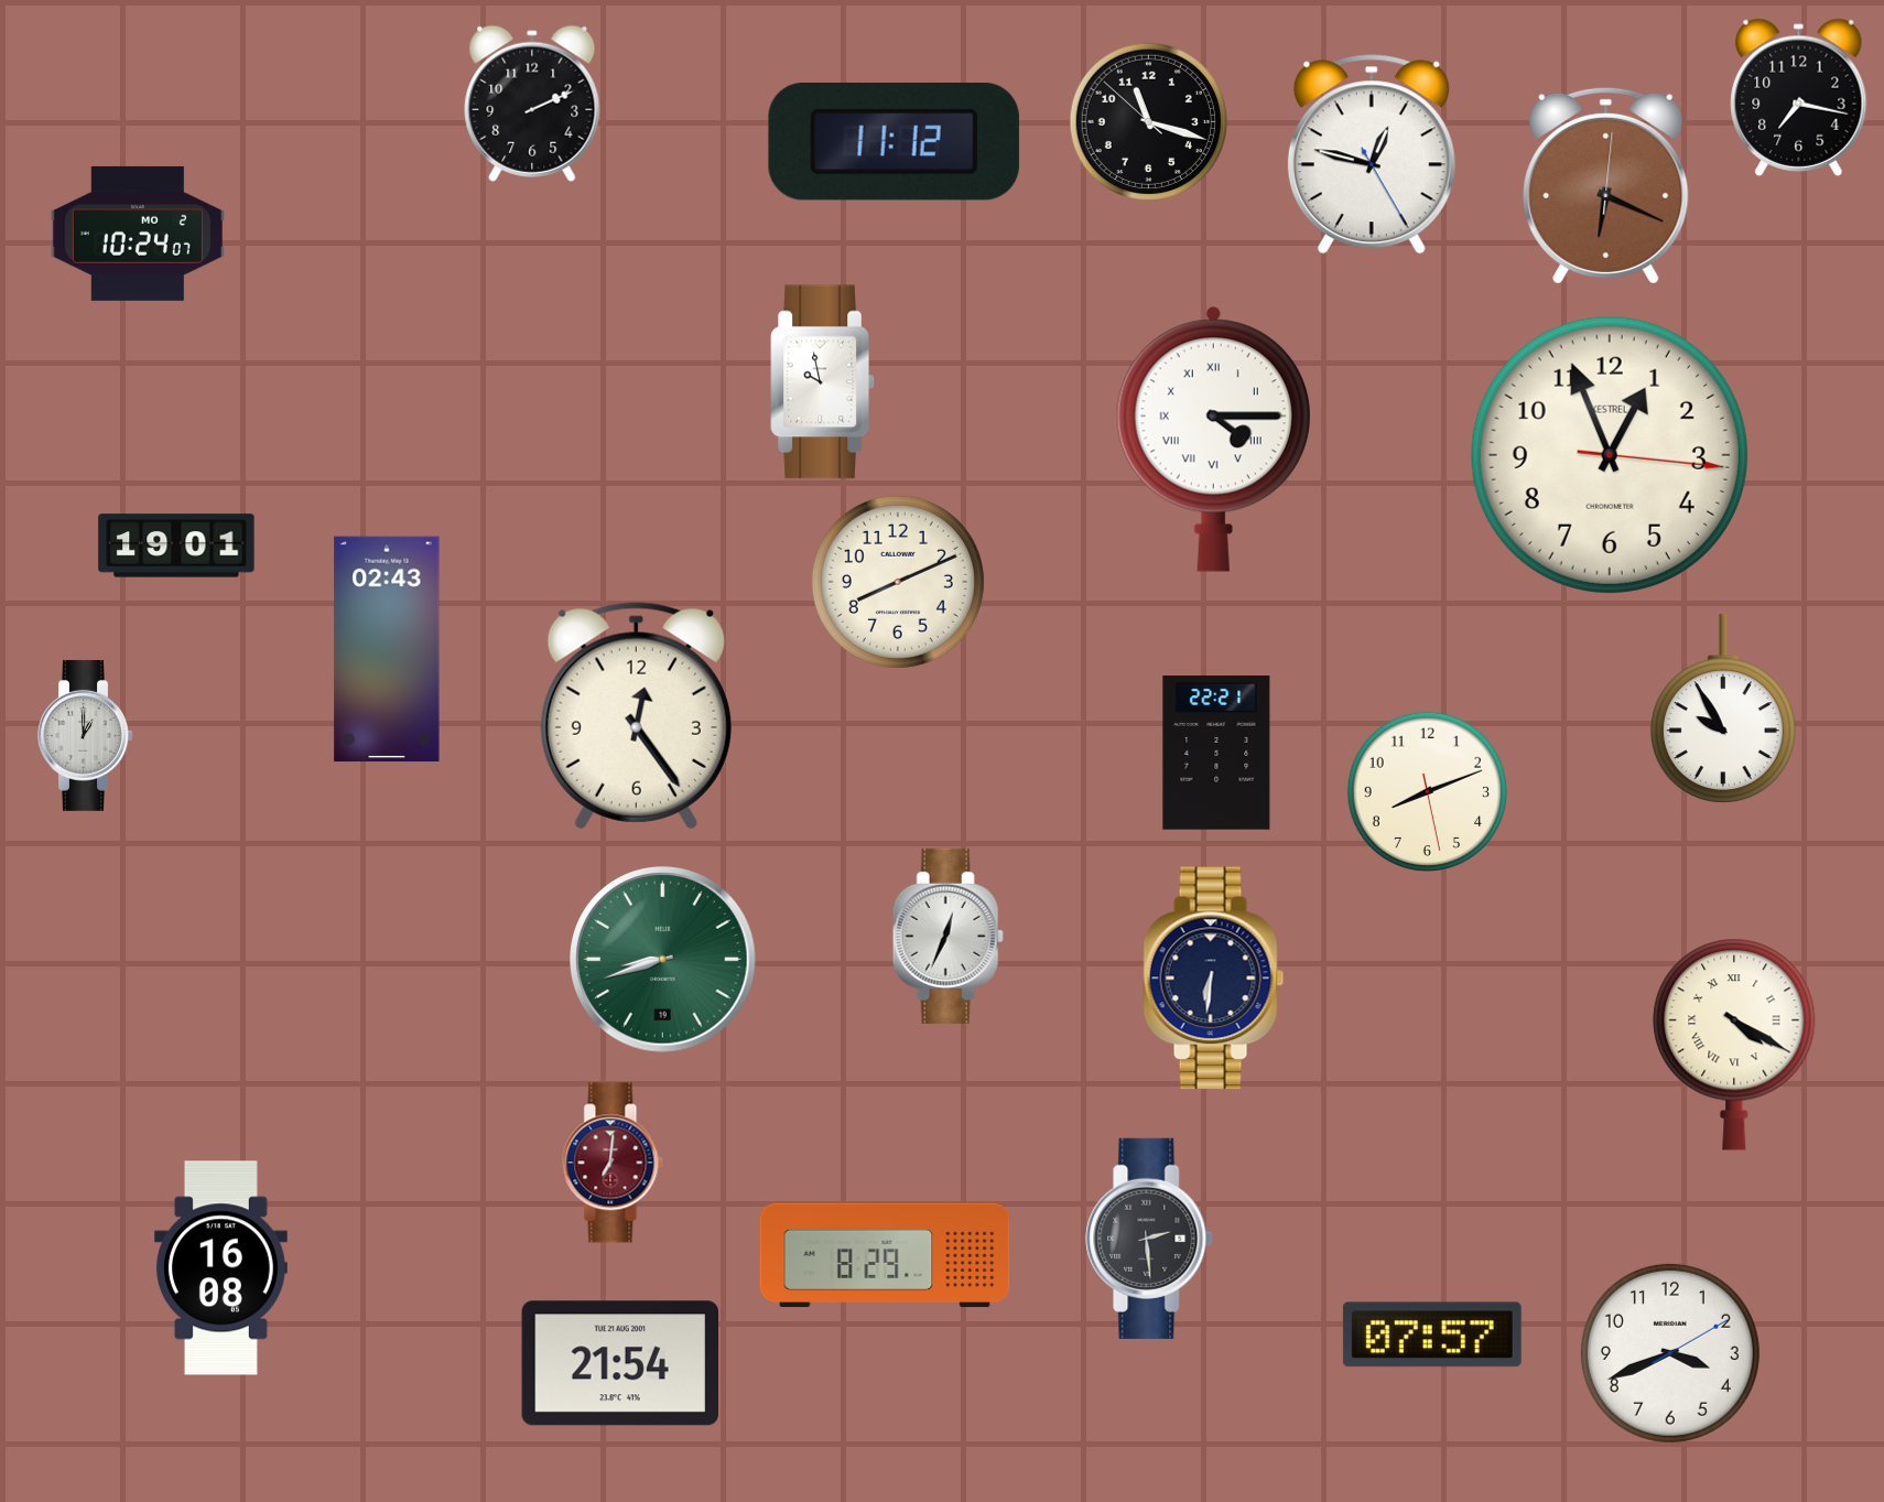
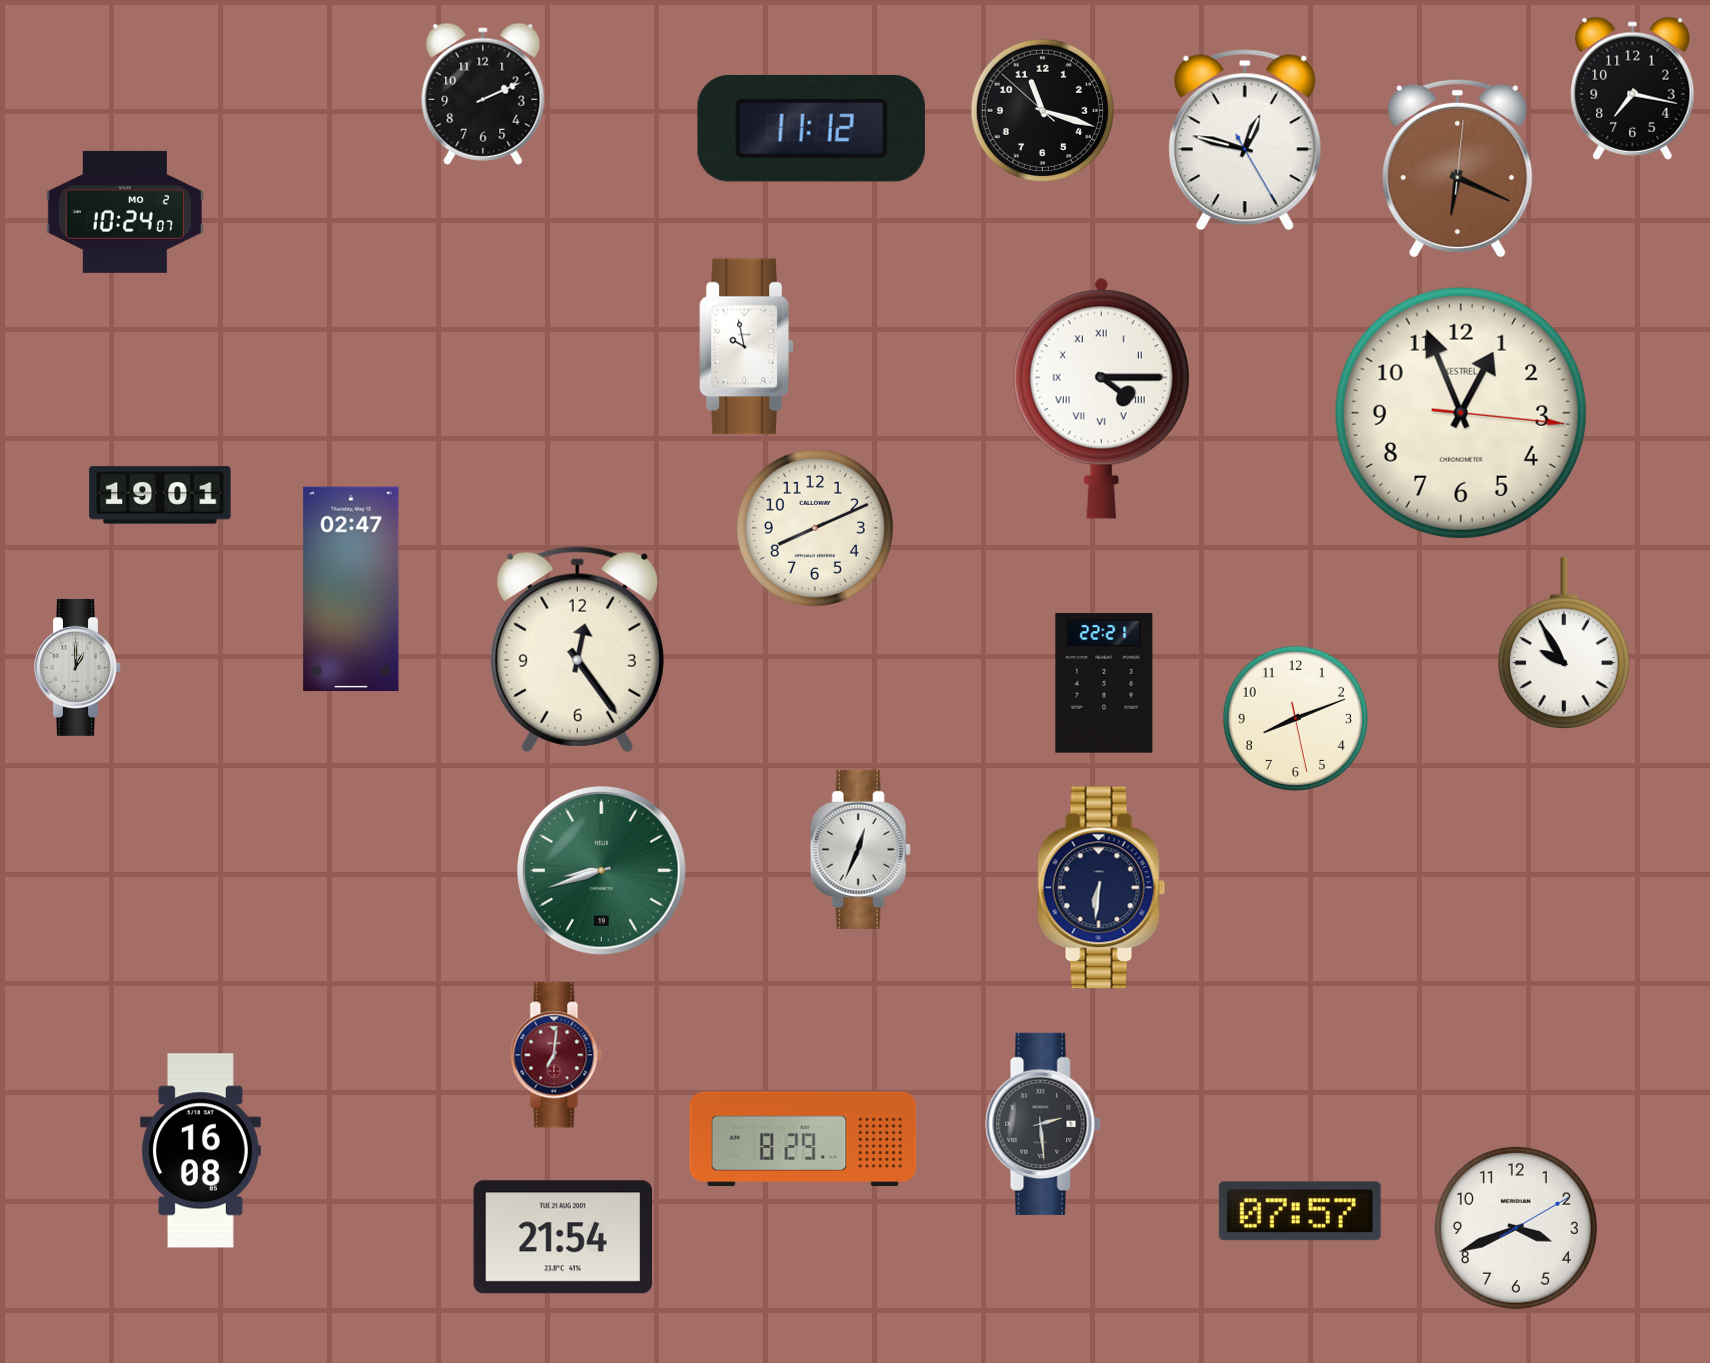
clock at (387, 649): 02:43 -> 02:47
clock at (1734, 1045): 4:20 -> none
